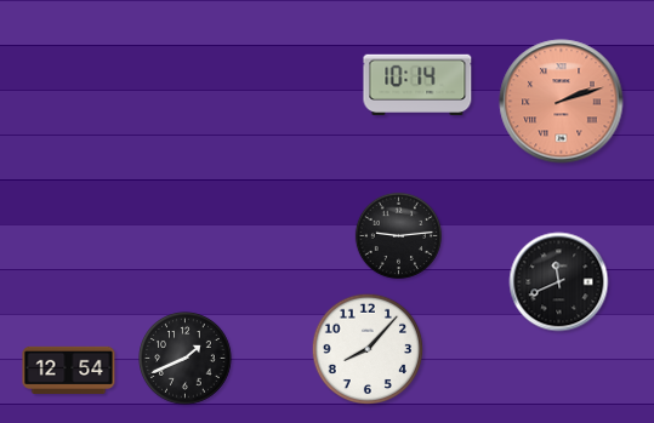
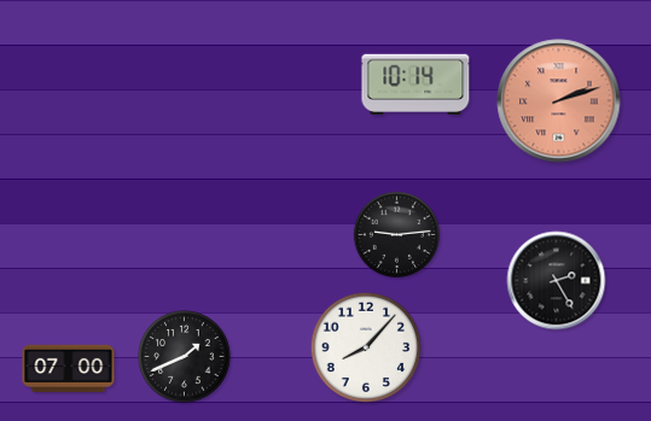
clock at (559, 282): 11:41 -> 2:25
clock at (69, 370): 12:54 -> 07:00
